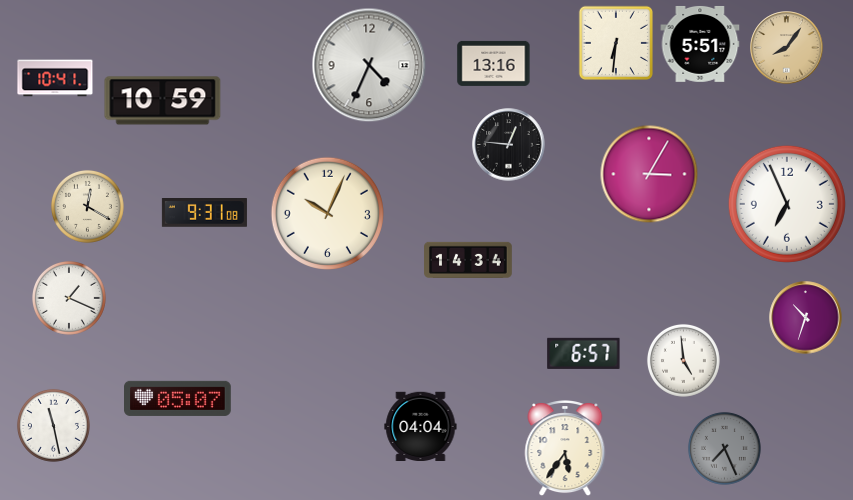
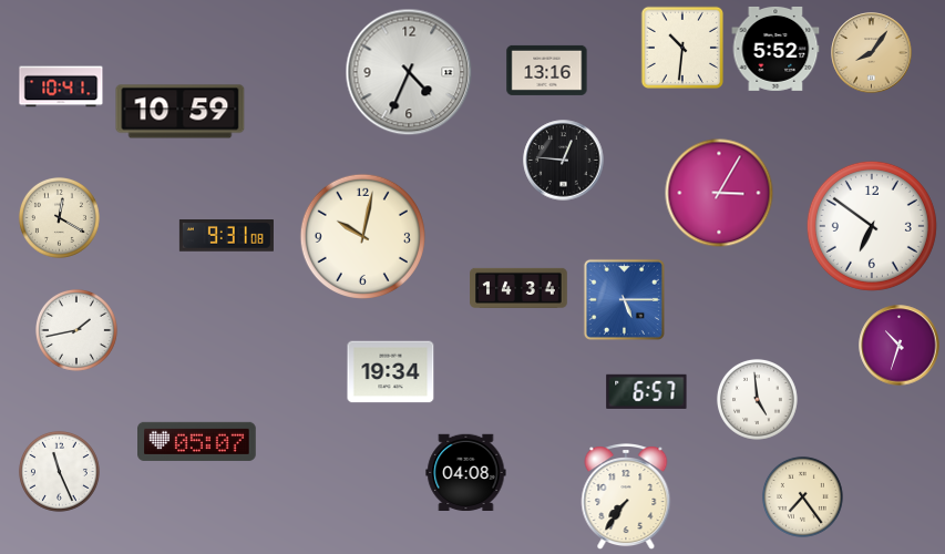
clock at (615, 42): 6:31 -> 10:31
clock at (700, 44): 5:51 -> 5:52
clock at (787, 204): 6:56 -> 6:51
clock at (87, 206) position: (87, 206) -> (59, 217)
clock at (327, 213): 10:04 -> 10:02
clock at (624, 299): none -> 5:15
clock at (70, 299): 1:19 -> 1:43
clock at (806, 318) position: (806, 318) -> (900, 346)
clock at (391, 372): none -> 19:34
clock at (53, 425): 11:28 -> 11:26
clock at (421, 426): 04:04 -> 04:08
clock at (724, 448): 7:26 -> 7:24
clock at (724, 448) dial: grey -> cream
clock at (565, 449): 5:36 -> 7:36
